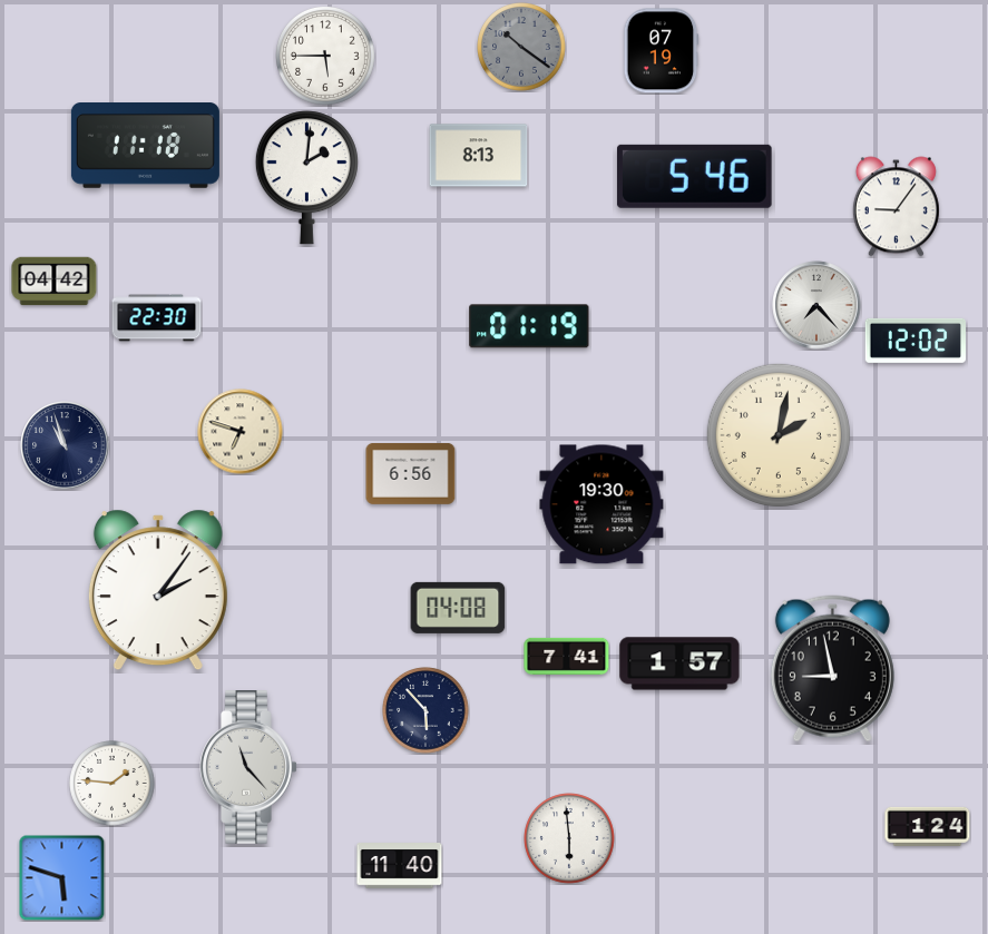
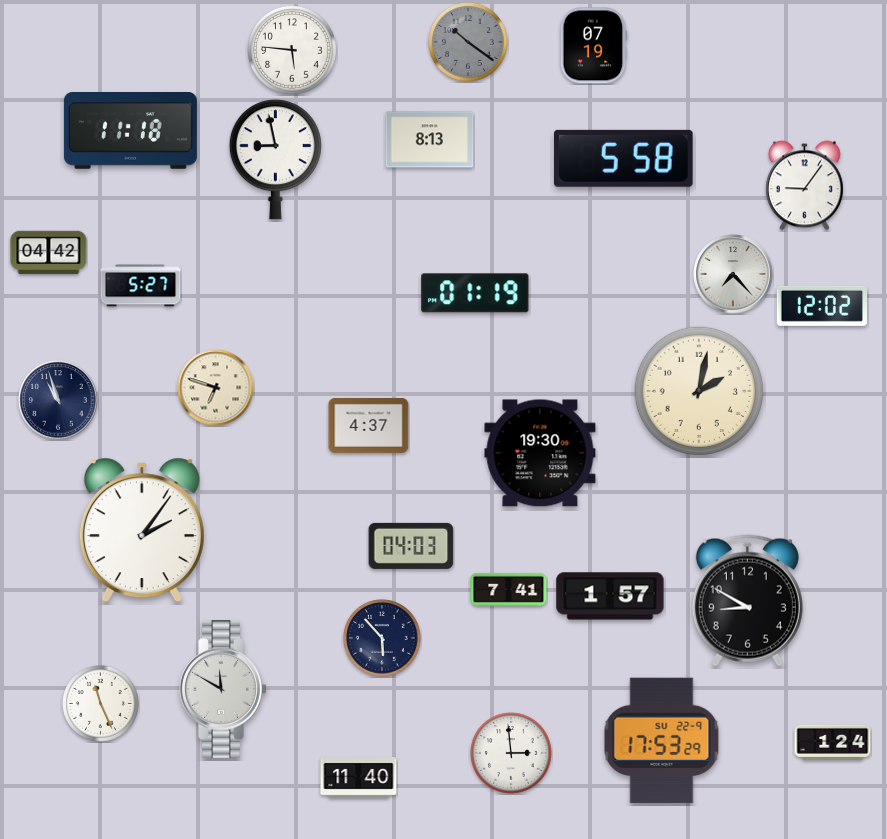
clock at (326, 57): 5:45 -> 5:46
clock at (694, 176): 5:46 -> 5:58
clock at (306, 178): 2:01 -> 8:58
clock at (157, 318): 22:30 -> 5:27
clock at (411, 474): 6:56 -> 4:37
clock at (458, 608): 04:08 -> 04:03
clock at (832, 669): 8:58 -> 8:50
clock at (248, 768): 11:23 -> 11:50
clock at (113, 784): 1:46 -> 11:26
clock at (662, 741): none -> 17:53
clock at (569, 838): 5:59 -> 2:59
clock at (61, 877): 5:48 -> none
